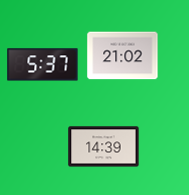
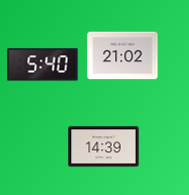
clock at (43, 65): 5:37 -> 5:40
